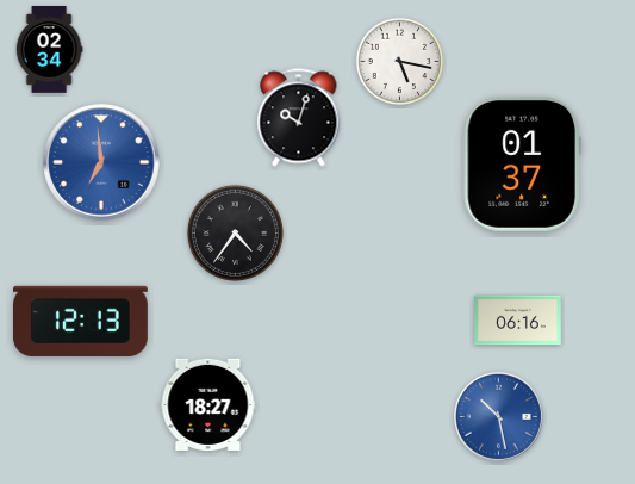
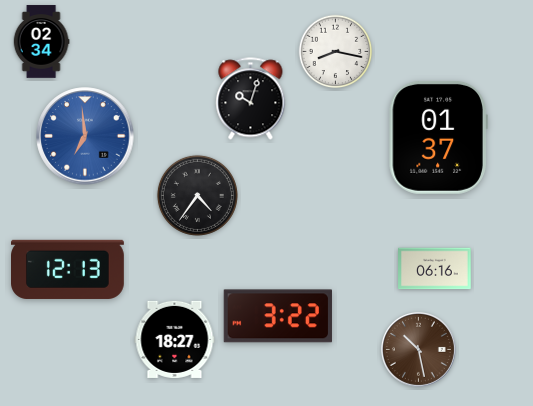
clock at (400, 62): 5:17 -> 8:17
clock at (278, 316): none -> 3:22
clock at (498, 416) dial: blue -> brown
